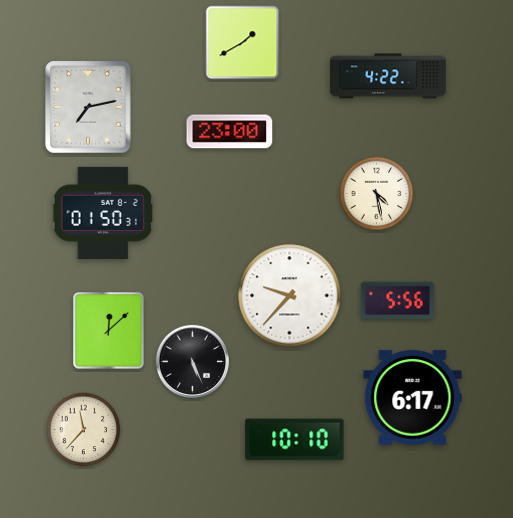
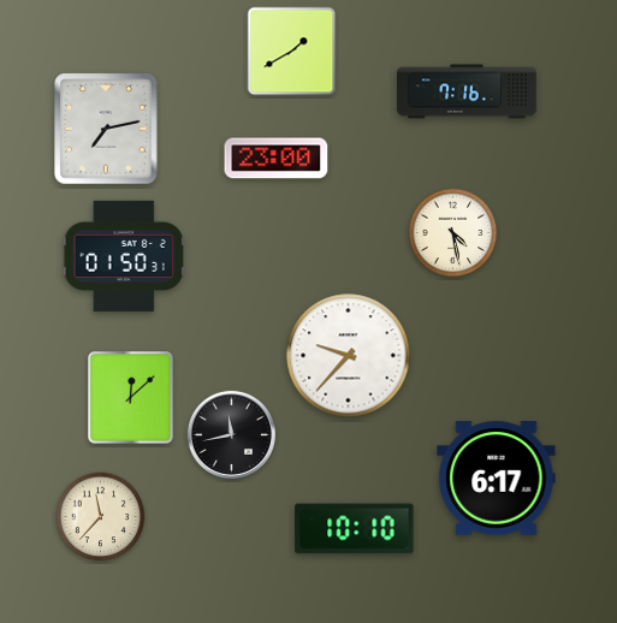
clock at (388, 76): 4:22 -> 7:16
clock at (397, 301): 5:56 -> none
clock at (192, 361): 5:26 -> 11:43
